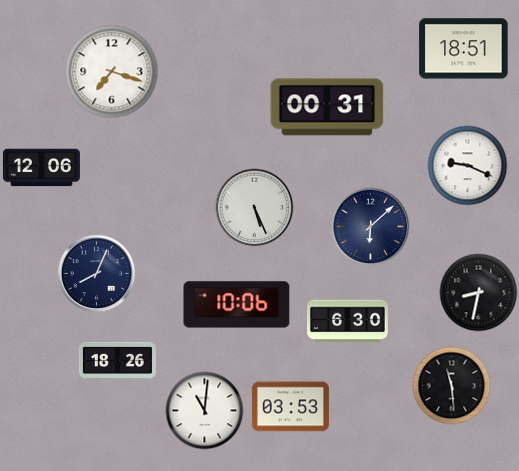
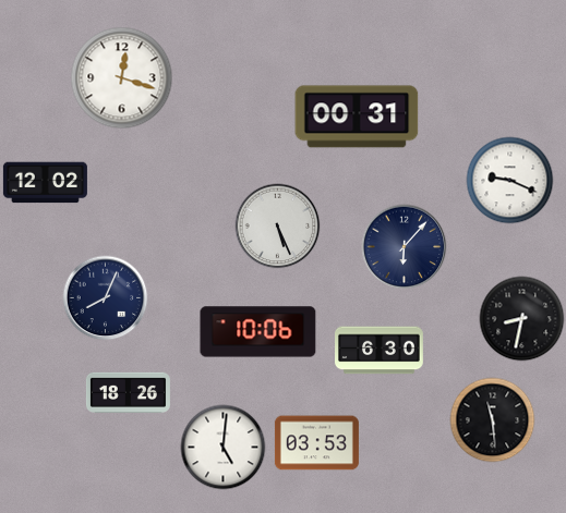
clock at (464, 49): 18:51 -> none
clock at (111, 71): 7:18 -> 12:18
clock at (41, 168): 12:06 -> 12:02
clock at (370, 226): 6:08 -> 6:07
clock at (204, 410): 11:01 -> 5:01
